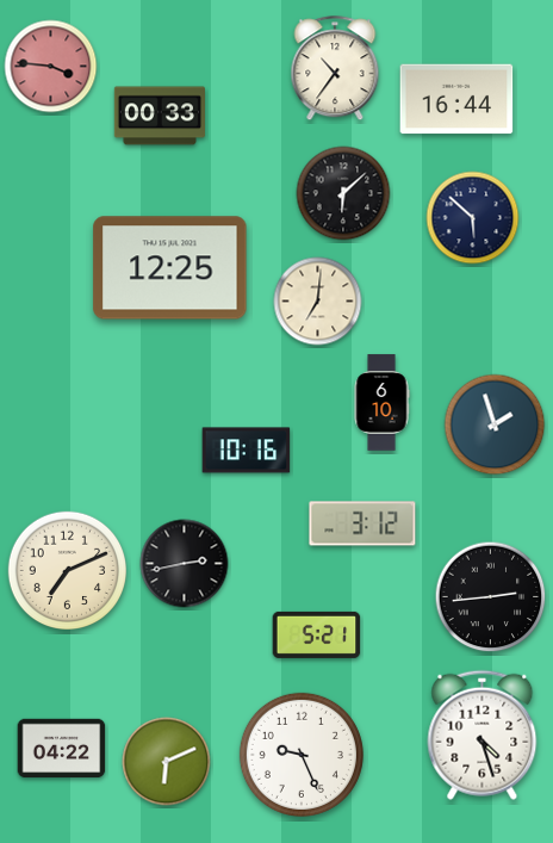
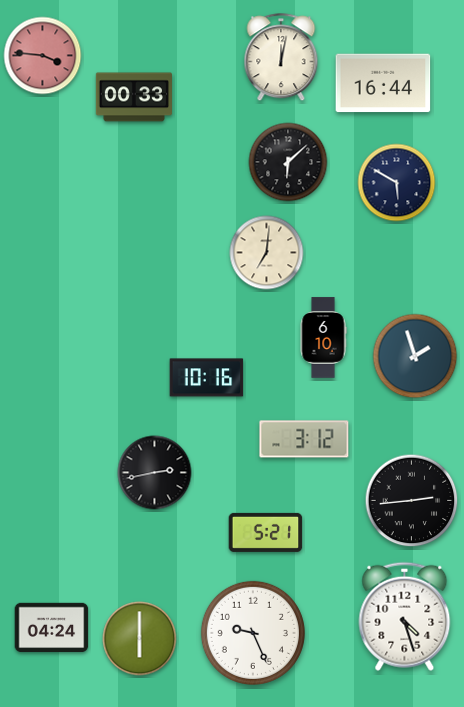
clock at (335, 69): 10:36 -> 12:02
clock at (473, 218): 5:52 -> 5:50
clock at (170, 268): 12:25 -> none
clock at (381, 403) position: (381, 403) -> (323, 338)
clock at (67, 570): 7:11 -> none
clock at (62, 749): 04:22 -> 04:24
clock at (167, 762): 6:11 -> 6:00
